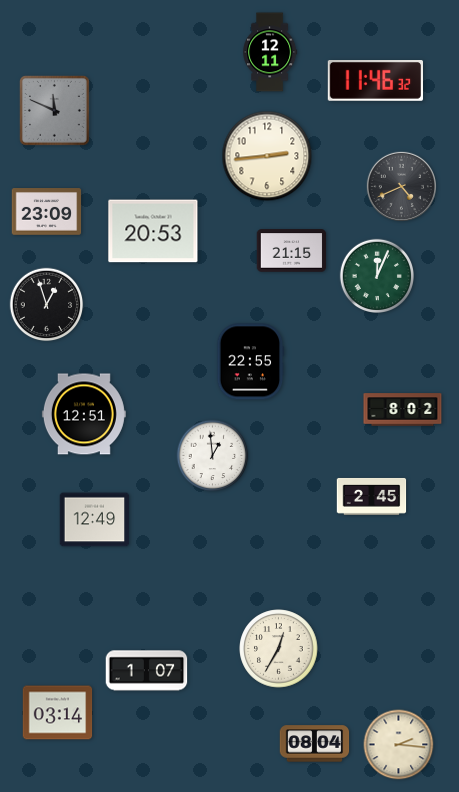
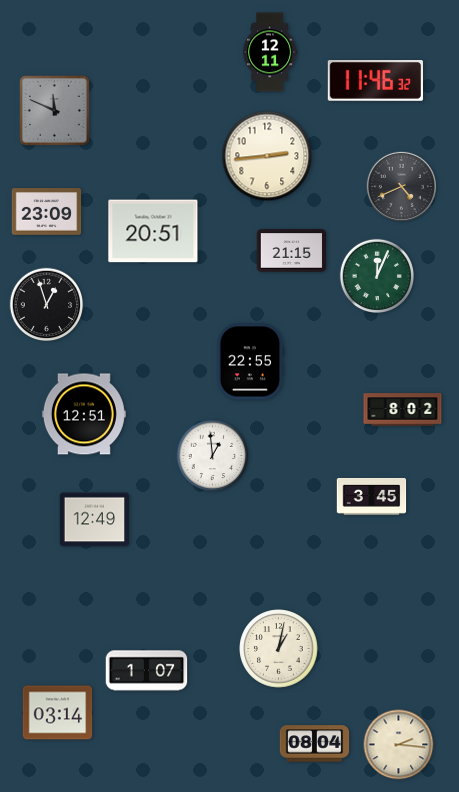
clock at (153, 231): 20:53 -> 20:51
clock at (372, 496): 2:45 -> 3:45
clock at (279, 649): 12:35 -> 1:02
